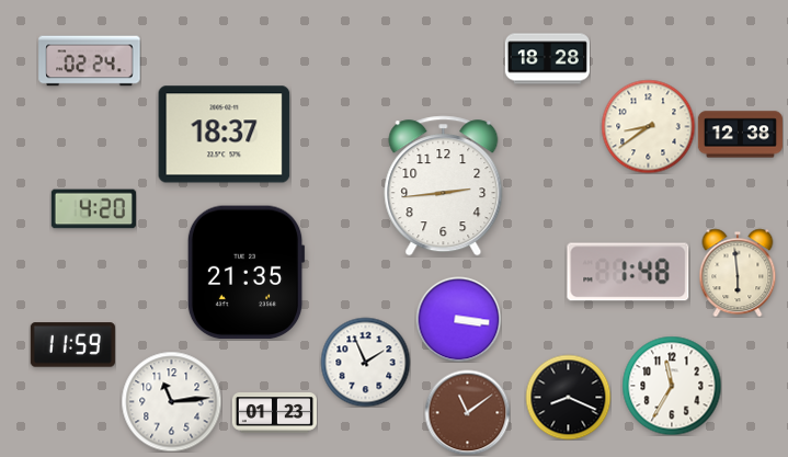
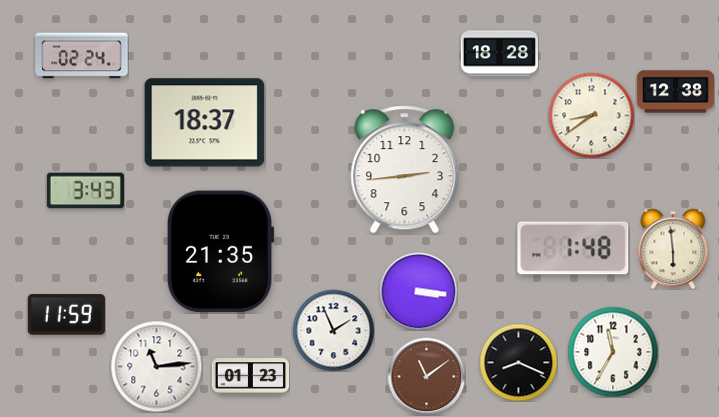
clock at (740, 135) position: (740, 135) -> (675, 92)
clock at (93, 209): 4:20 -> 3:43
clock at (245, 273) position: (245, 273) -> (220, 252)
